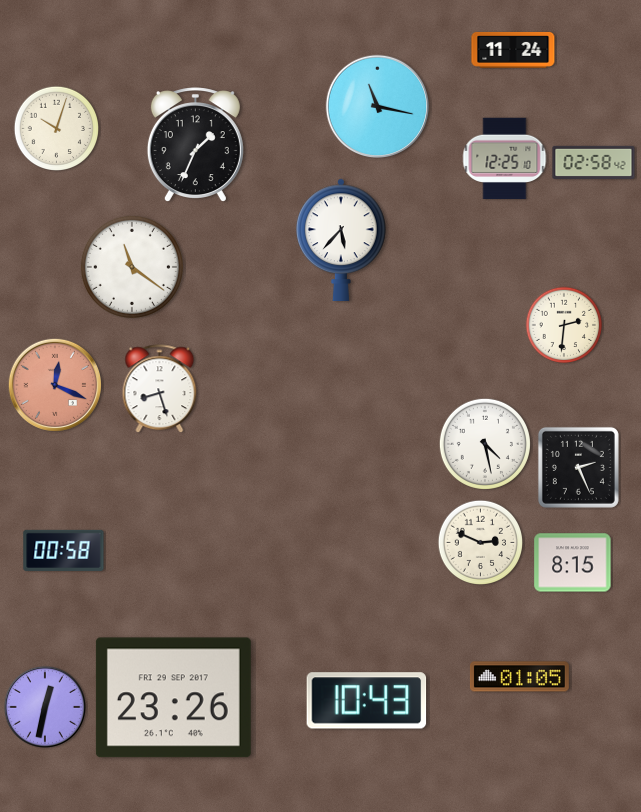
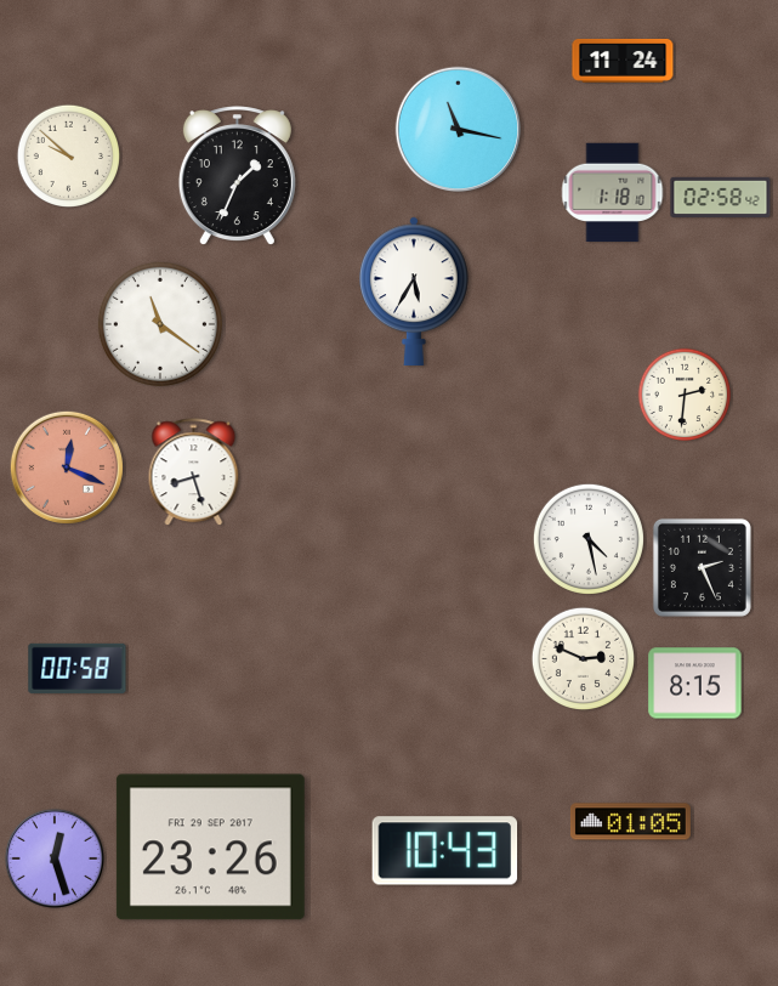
clock at (56, 128): 10:03 -> 9:52
clock at (505, 159): 12:25 -> 1:18
clock at (342, 239): 5:37 -> 5:35
clock at (45, 707): 12:32 -> 12:27
